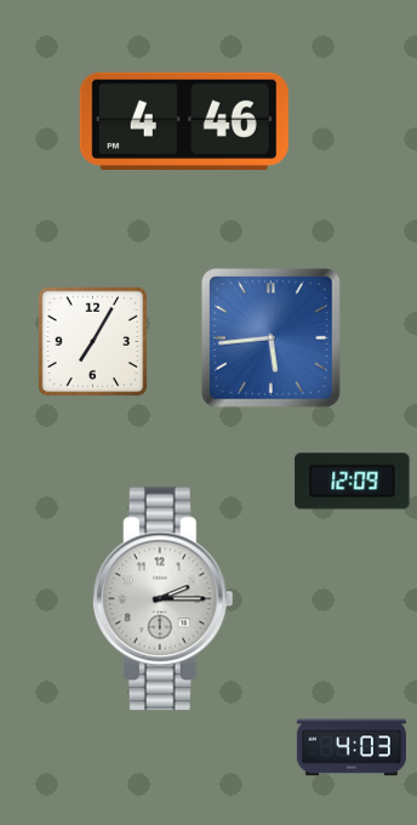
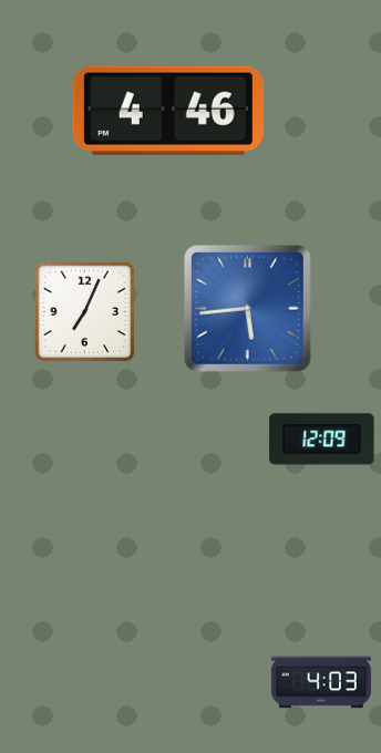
clock at (93, 342): 7:05 -> 7:04
clock at (162, 599): 2:15 -> none
